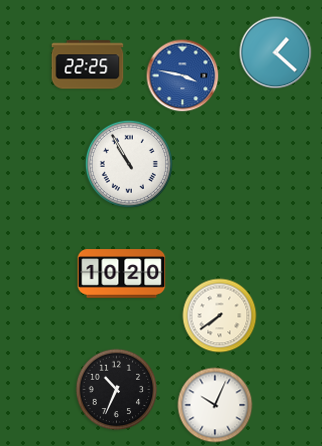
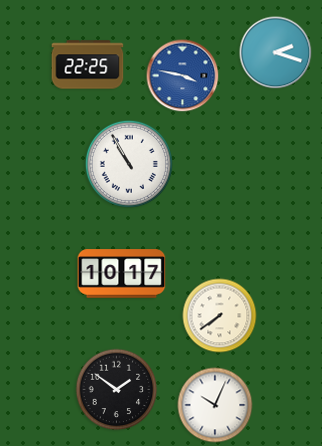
clock at (276, 53): 1:22 -> 2:18
clock at (122, 274): 10:20 -> 10:17
clock at (117, 390): 10:34 -> 1:51
